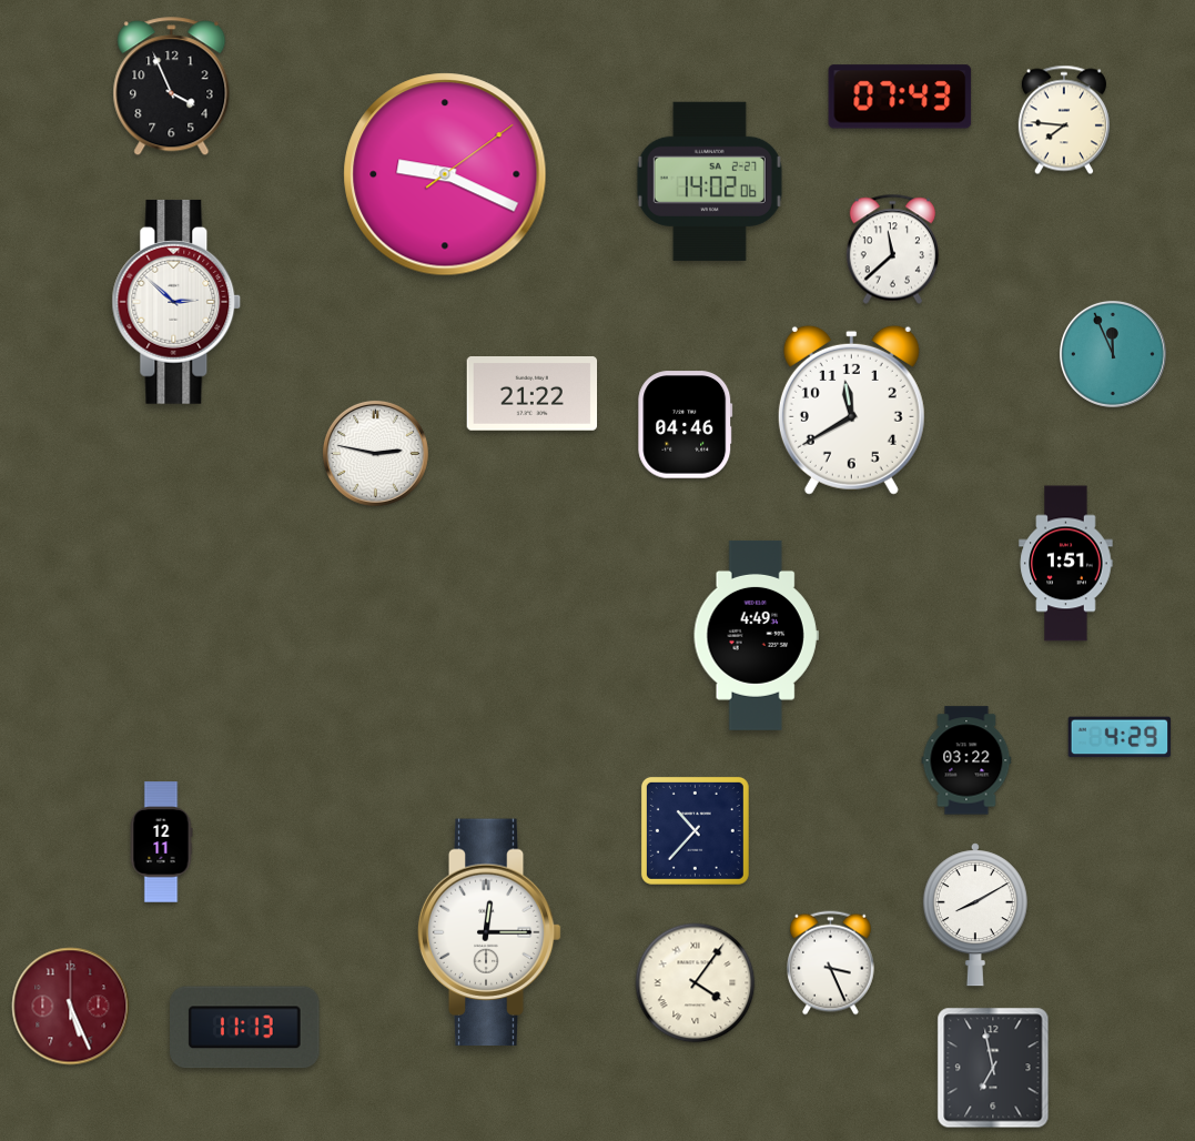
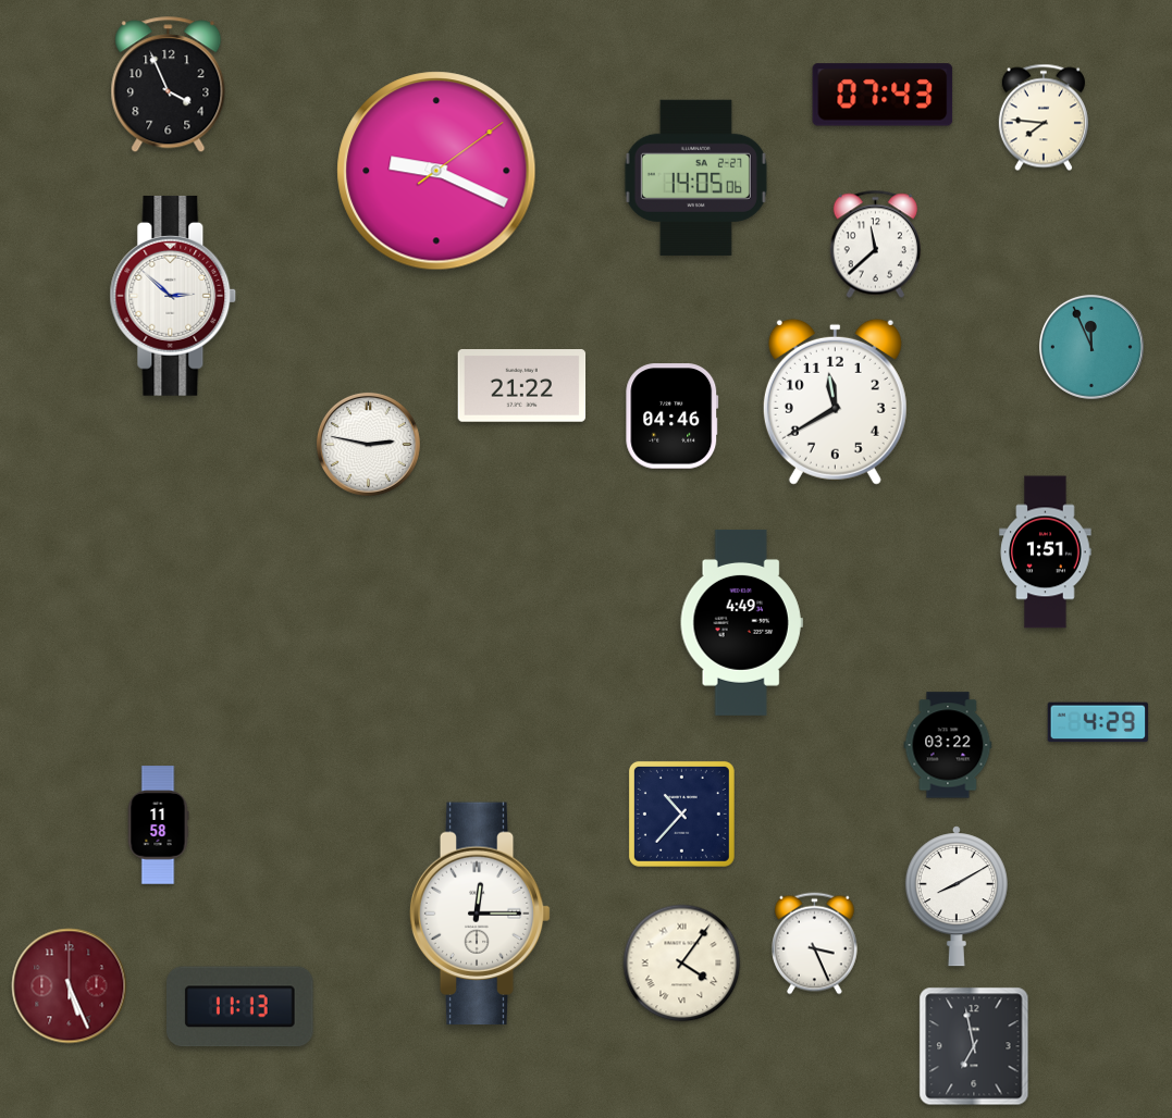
clock at (709, 181): 14:02 -> 14:05
clock at (161, 842): 12:11 -> 11:58
